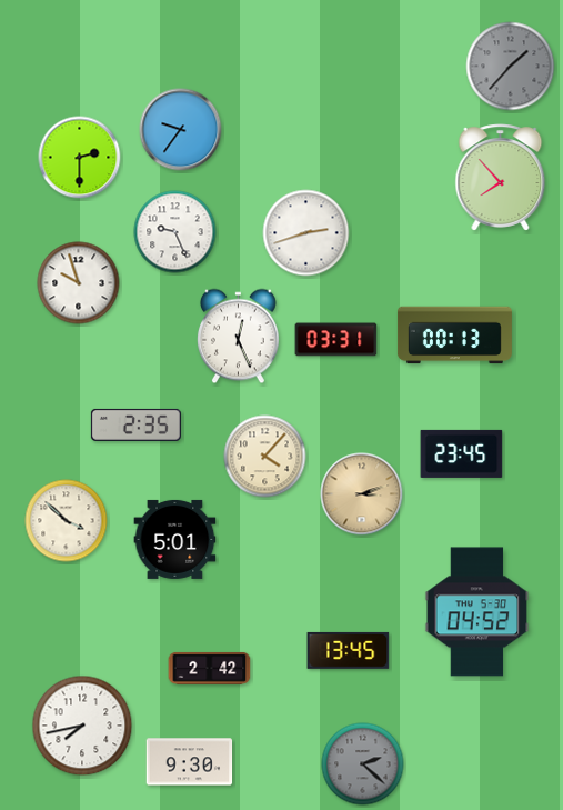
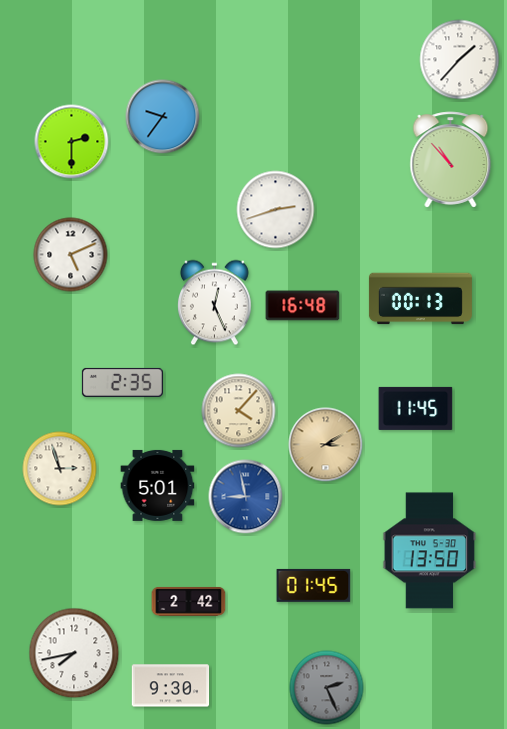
clock at (511, 67) dial: grey -> white
clock at (501, 178): 7:53 -> 10:53
clock at (175, 232): 9:26 -> none
clock at (79, 283): 9:57 -> 5:11
clock at (454, 336) position: (454, 336) -> (420, 299)
clock at (336, 340): 03:31 -> 16:48
clock at (462, 453): 23:45 -> 11:45
clock at (362, 494): 3:12 -> 3:10
clock at (67, 521): 3:52 -> 2:57
clock at (246, 497): none -> 8:58
clock at (477, 612): 04:52 -> 13:50
clock at (349, 650): 13:45 -> 01:45
clock at (363, 764): 2:22 -> 2:26
